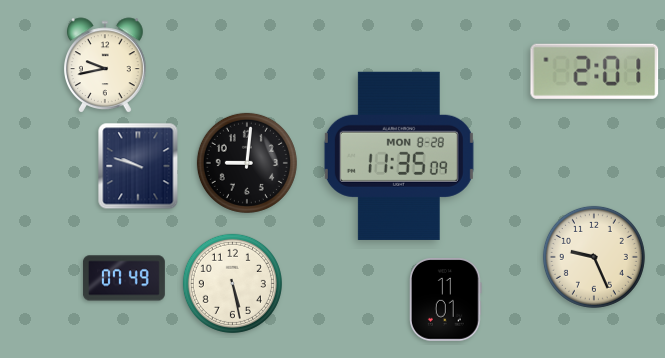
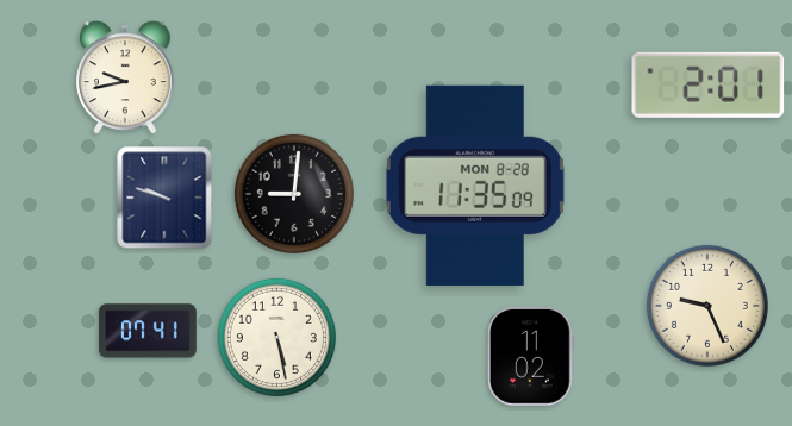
clock at (125, 278): 07:49 -> 07:41
clock at (446, 300): 11:01 -> 11:02
